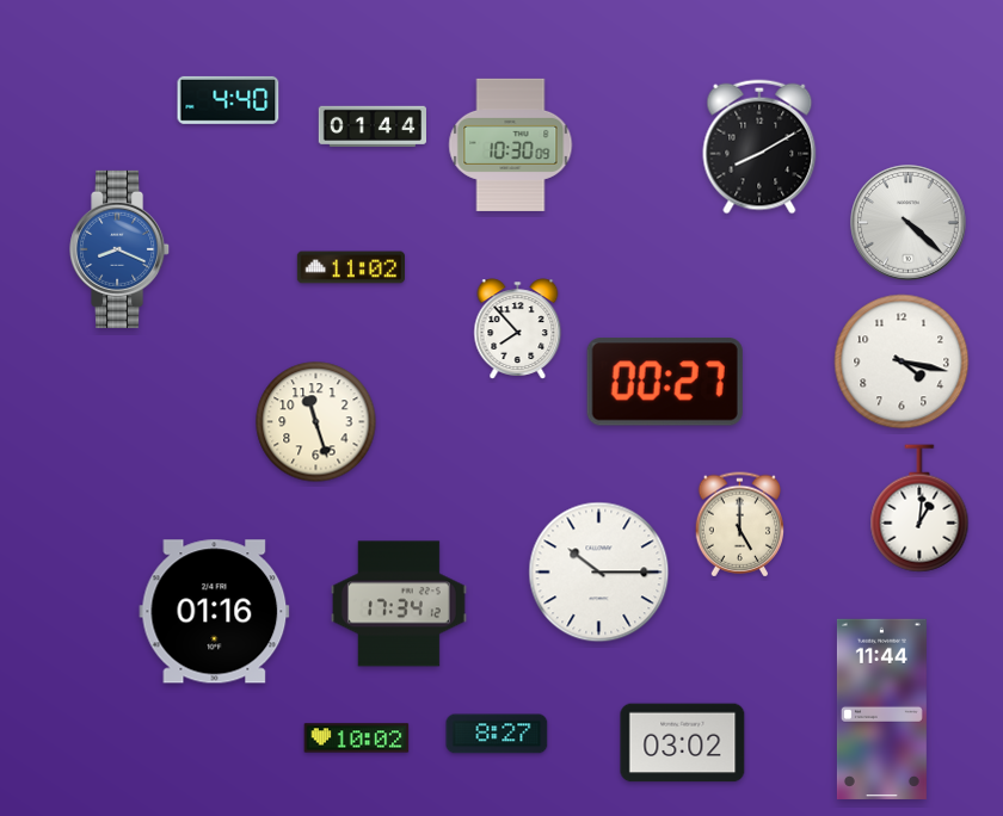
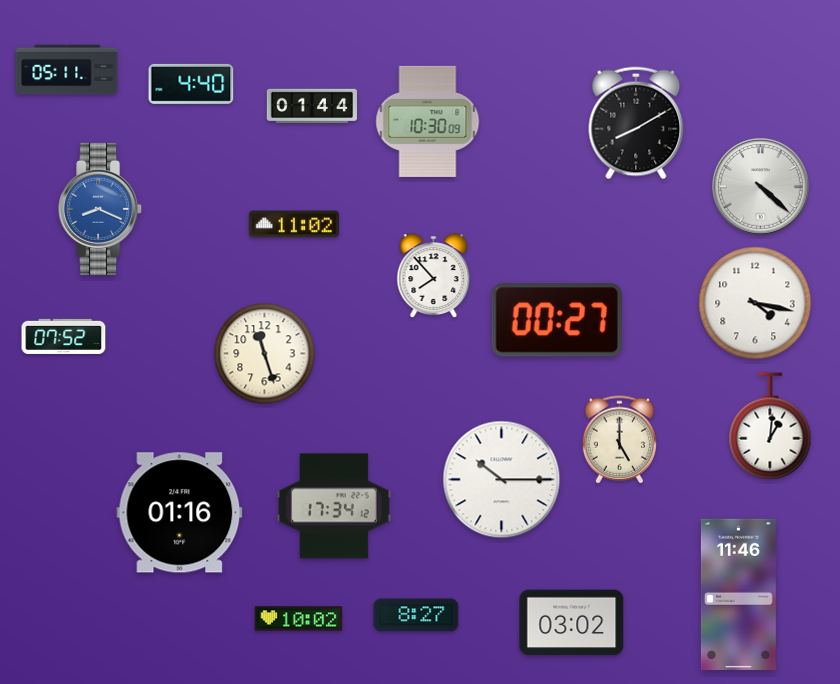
clock at (67, 70): none -> 05:11
clock at (64, 336): none -> 07:52
clock at (881, 709): 11:44 -> 11:46
